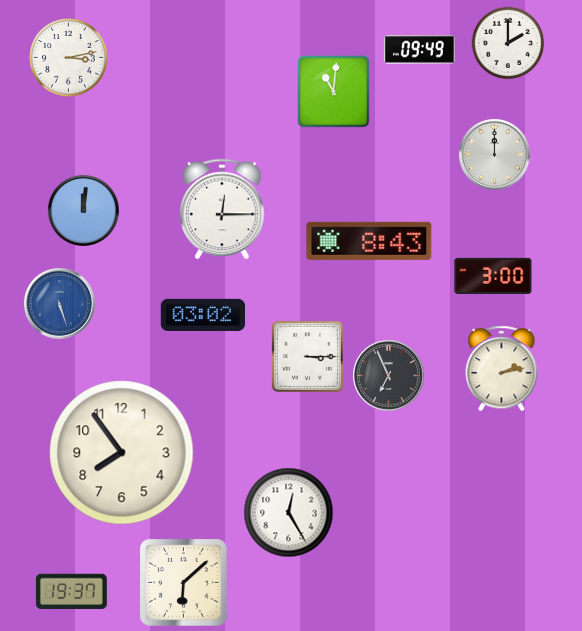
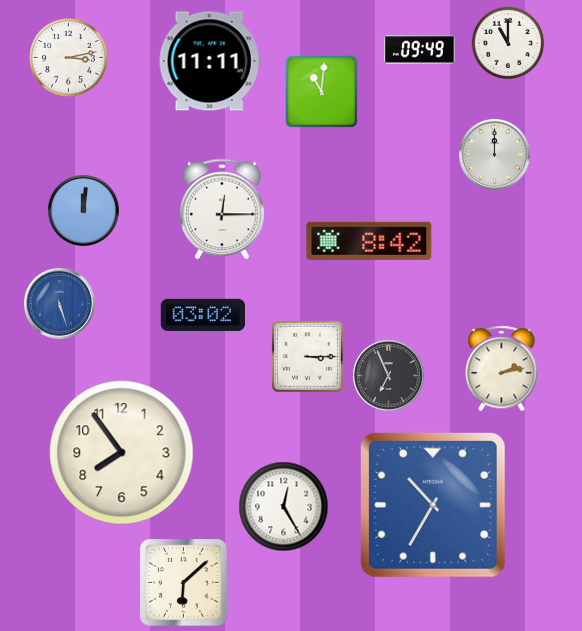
clock at (508, 43): 2:00 -> 11:00
clock at (210, 61): none -> 11:11
clock at (334, 92) position: (334, 92) -> (322, 92)
clock at (369, 241): 8:43 -> 8:42
clock at (493, 276): 3:00 -> none
clock at (433, 505): none -> 10:35
clock at (289, 513) position: (289, 513) -> (284, 507)
clock at (71, 591): 19:37 -> none
